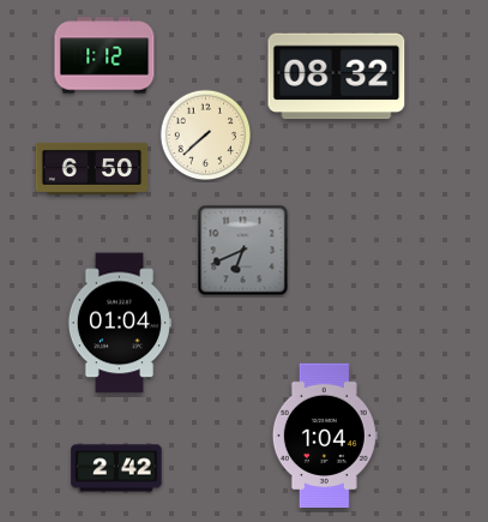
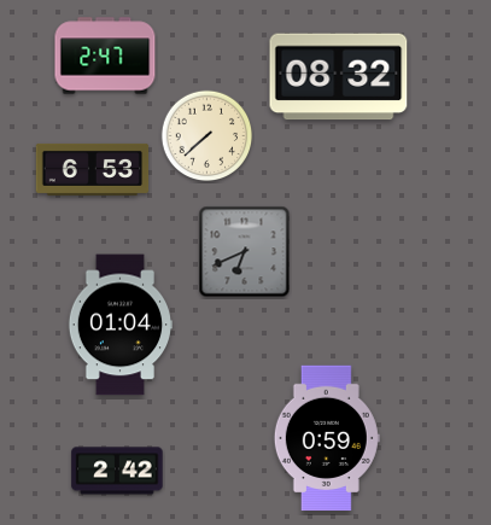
clock at (104, 55): 1:12 -> 2:47
clock at (92, 168): 6:50 -> 6:53
clock at (325, 436): 1:04 -> 0:59
